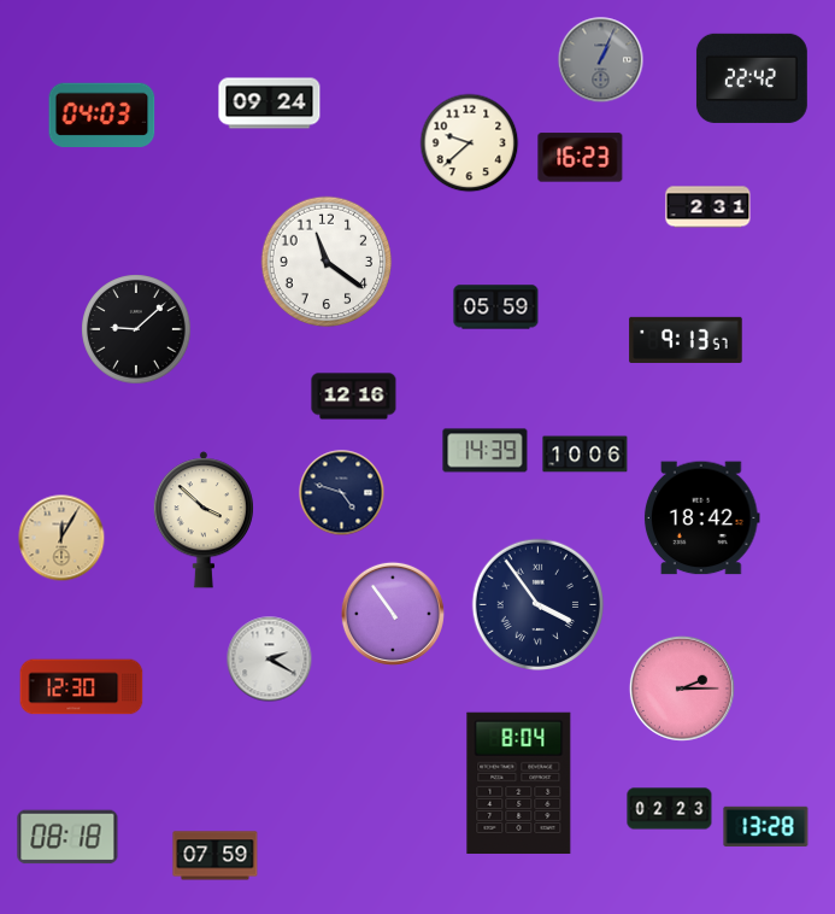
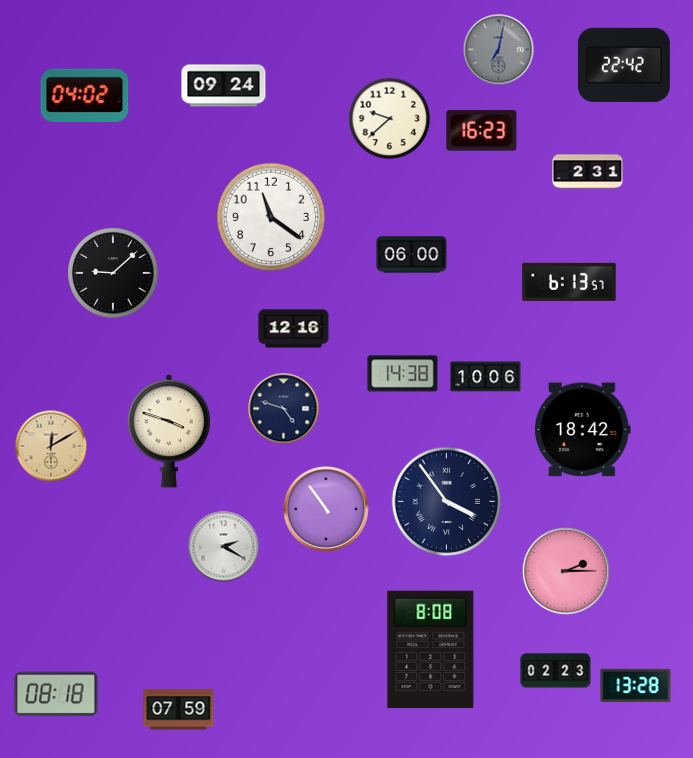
clock at (601, 60): 1:04 -> 7:02
clock at (102, 116): 04:03 -> 04:02
clock at (496, 307): 05:59 -> 06:00
clock at (686, 340): 9:13 -> 6:13
clock at (486, 451): 14:39 -> 14:38
clock at (204, 520): 3:52 -> 3:48
clock at (61, 538): 12:05 -> 12:10
clock at (82, 687): 12:30 -> none
clock at (519, 783): 8:04 -> 8:08
